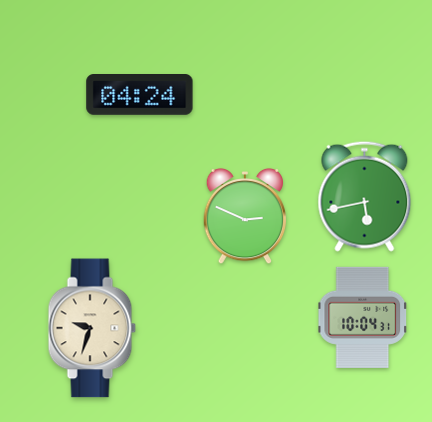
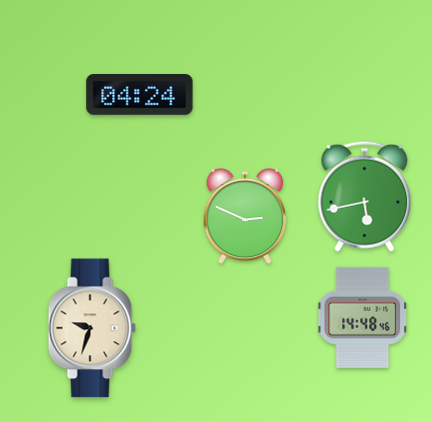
clock at (363, 317): 10:04 -> 14:48
